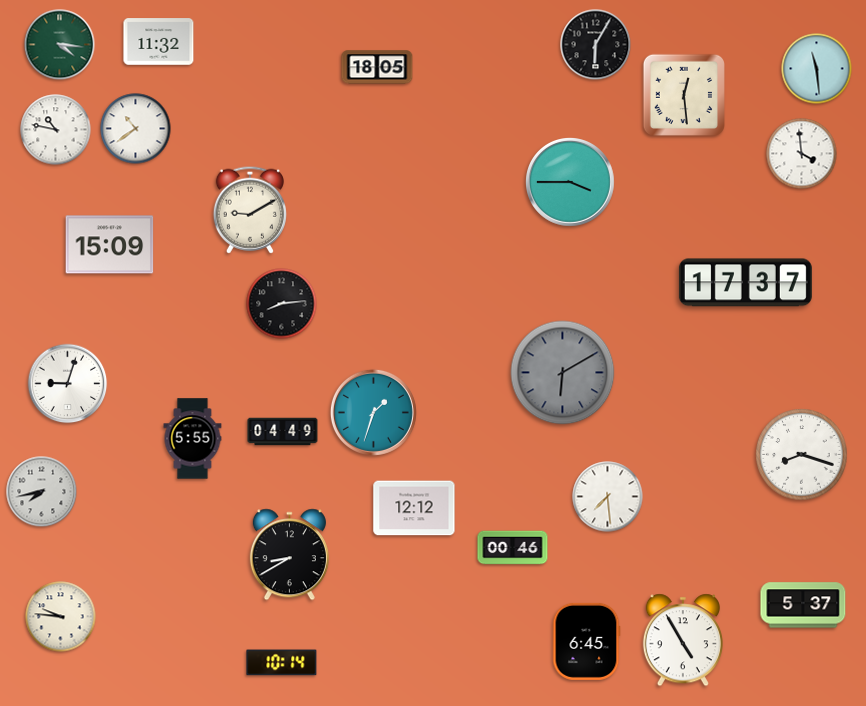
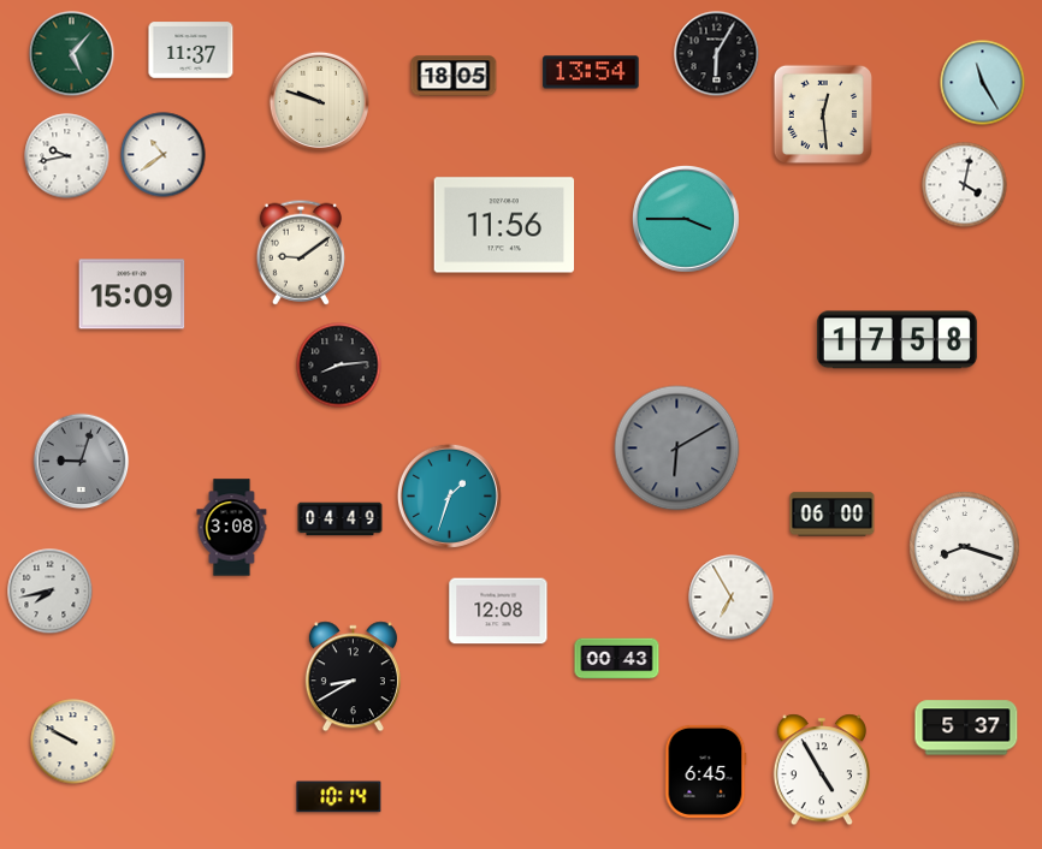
clock at (159, 42): 11:32 -> 11:37
clock at (60, 45): 4:16 -> 5:07
clock at (591, 72): none -> 13:54
clock at (377, 67) position: (377, 67) -> (454, 76)
clock at (817, 69): 11:29 -> 11:25
clock at (319, 101): none -> 9:48
clock at (56, 130): 10:47 -> 9:43
clock at (802, 154): 3:59 -> 4:02
clock at (504, 225): none -> 11:56
clock at (249, 210): 9:10 -> 9:09
clock at (745, 283): 17:37 -> 17:58
clock at (68, 384) dial: white -> grey
clock at (833, 515): none -> 06:00
clock at (193, 439): 5:55 -> 3:08
clock at (608, 497): 7:29 -> 6:55
clock at (414, 508): 12:12 -> 12:08
clock at (513, 548): 00:46 -> 00:43
clock at (289, 555) position: (289, 555) -> (353, 677)
clock at (61, 617): 9:46 -> 9:50
